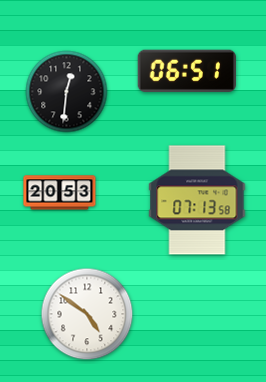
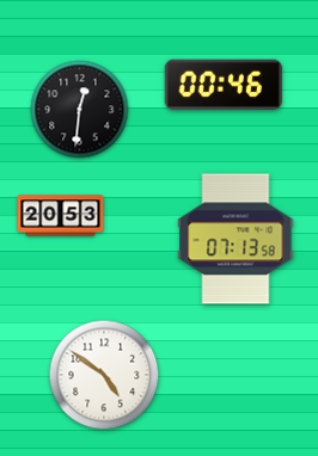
clock at (187, 71): 06:51 -> 00:46
clock at (60, 193) position: (60, 193) -> (61, 216)
